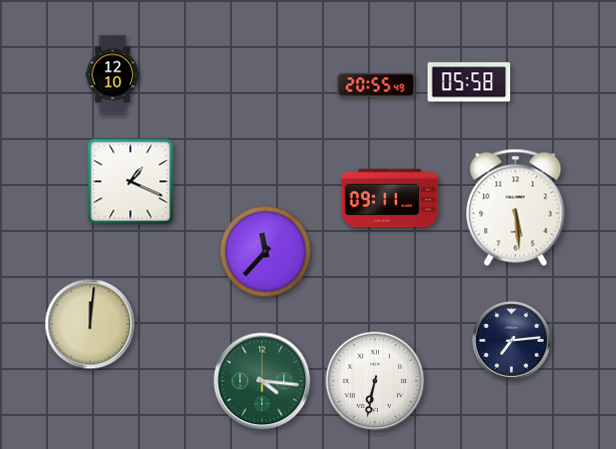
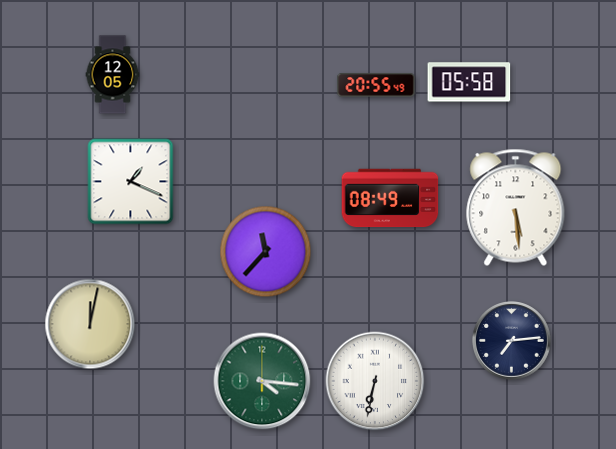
clock at (113, 75): 12:10 -> 12:05
clock at (390, 198): 09:11 -> 08:49
clock at (90, 324): 12:01 -> 12:02
